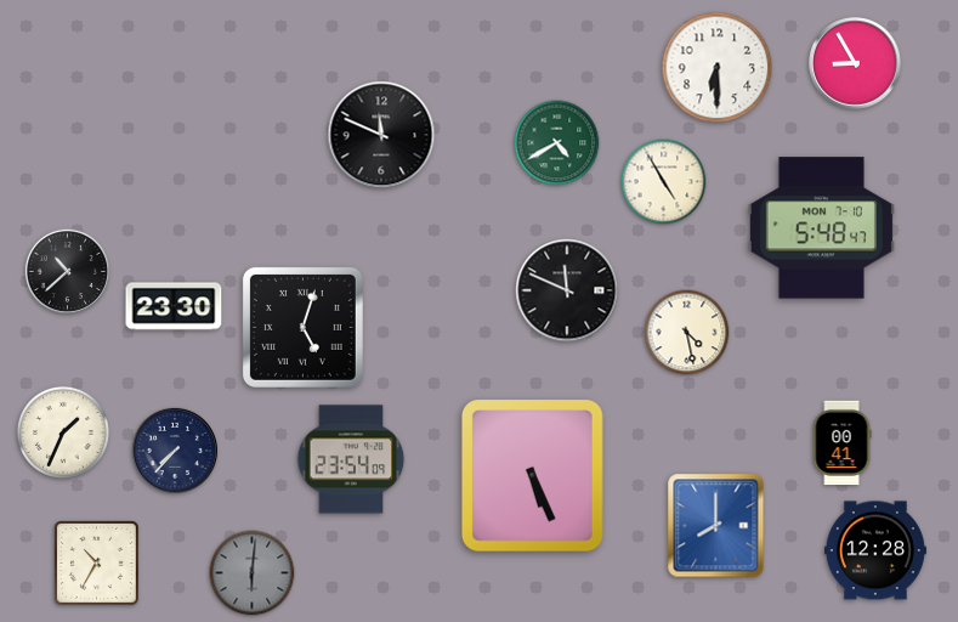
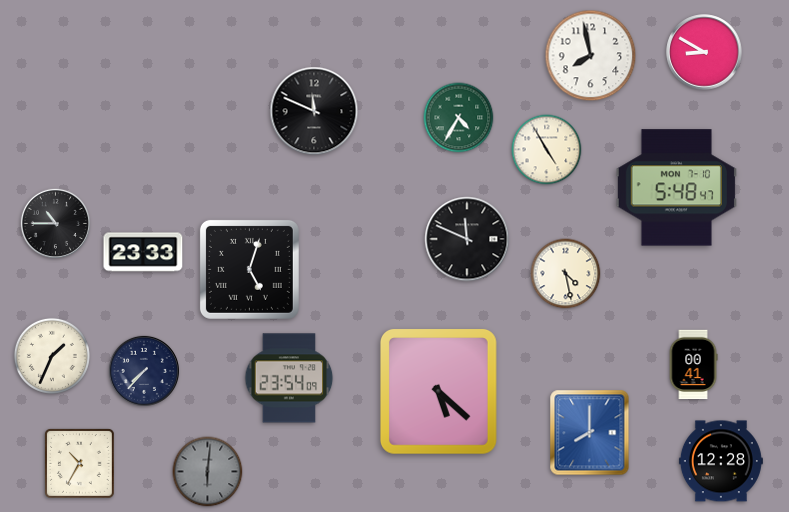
clock at (855, 63): 8:55 -> 8:50
clock at (718, 68): 6:30 -> 7:58
clock at (557, 143): 4:40 -> 4:35
clock at (67, 271): 10:38 -> 10:45
clock at (174, 306): 23:30 -> 23:33
clock at (532, 475): 5:26 -> 5:22
clock at (875, 550) position: (875, 550) -> (721, 461)
